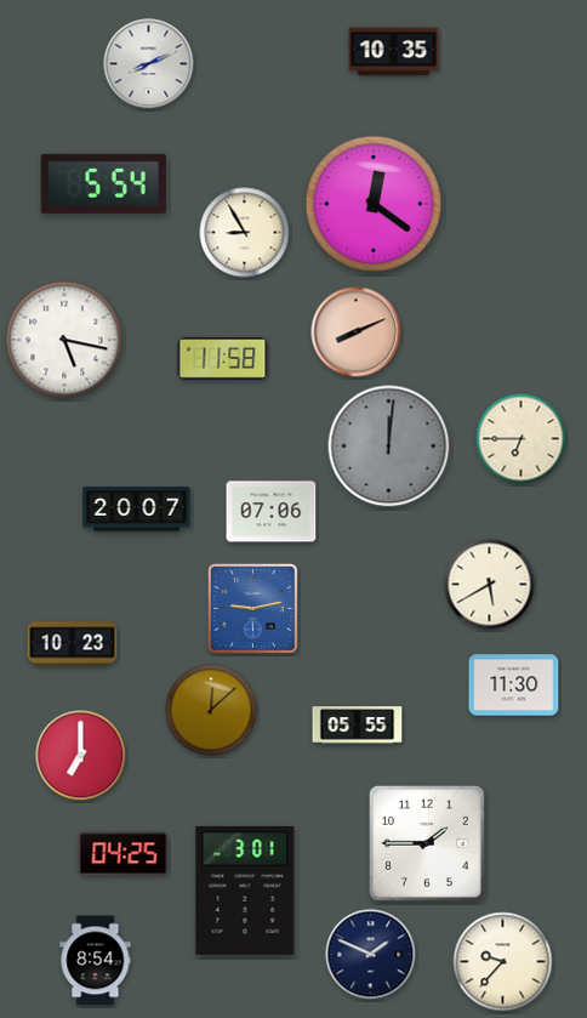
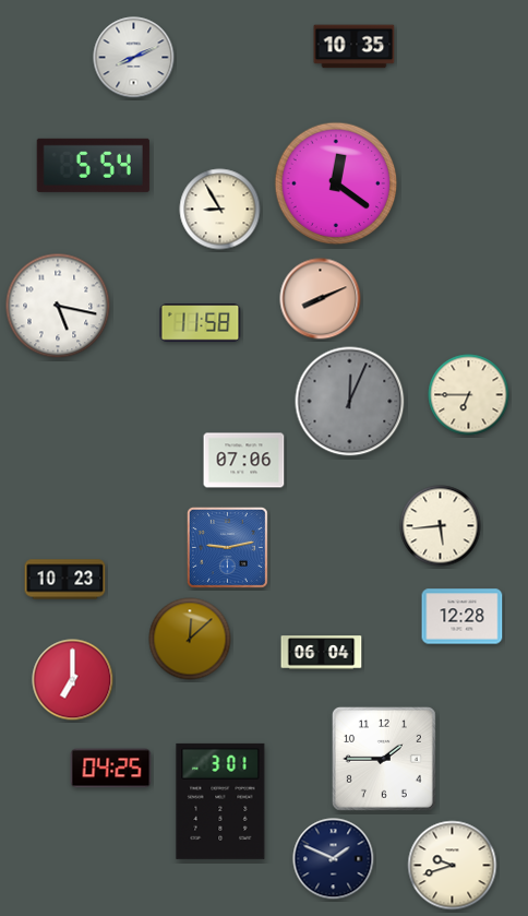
clock at (389, 447): 12:01 -> 12:04
clock at (137, 510): 20:07 -> none
clock at (490, 585): 5:40 -> 5:44
clock at (514, 686): 11:30 -> 12:28
clock at (358, 726): 05:55 -> 06:04
clock at (96, 961): 8:54 -> none
clock at (503, 962): 9:37 -> 9:42
